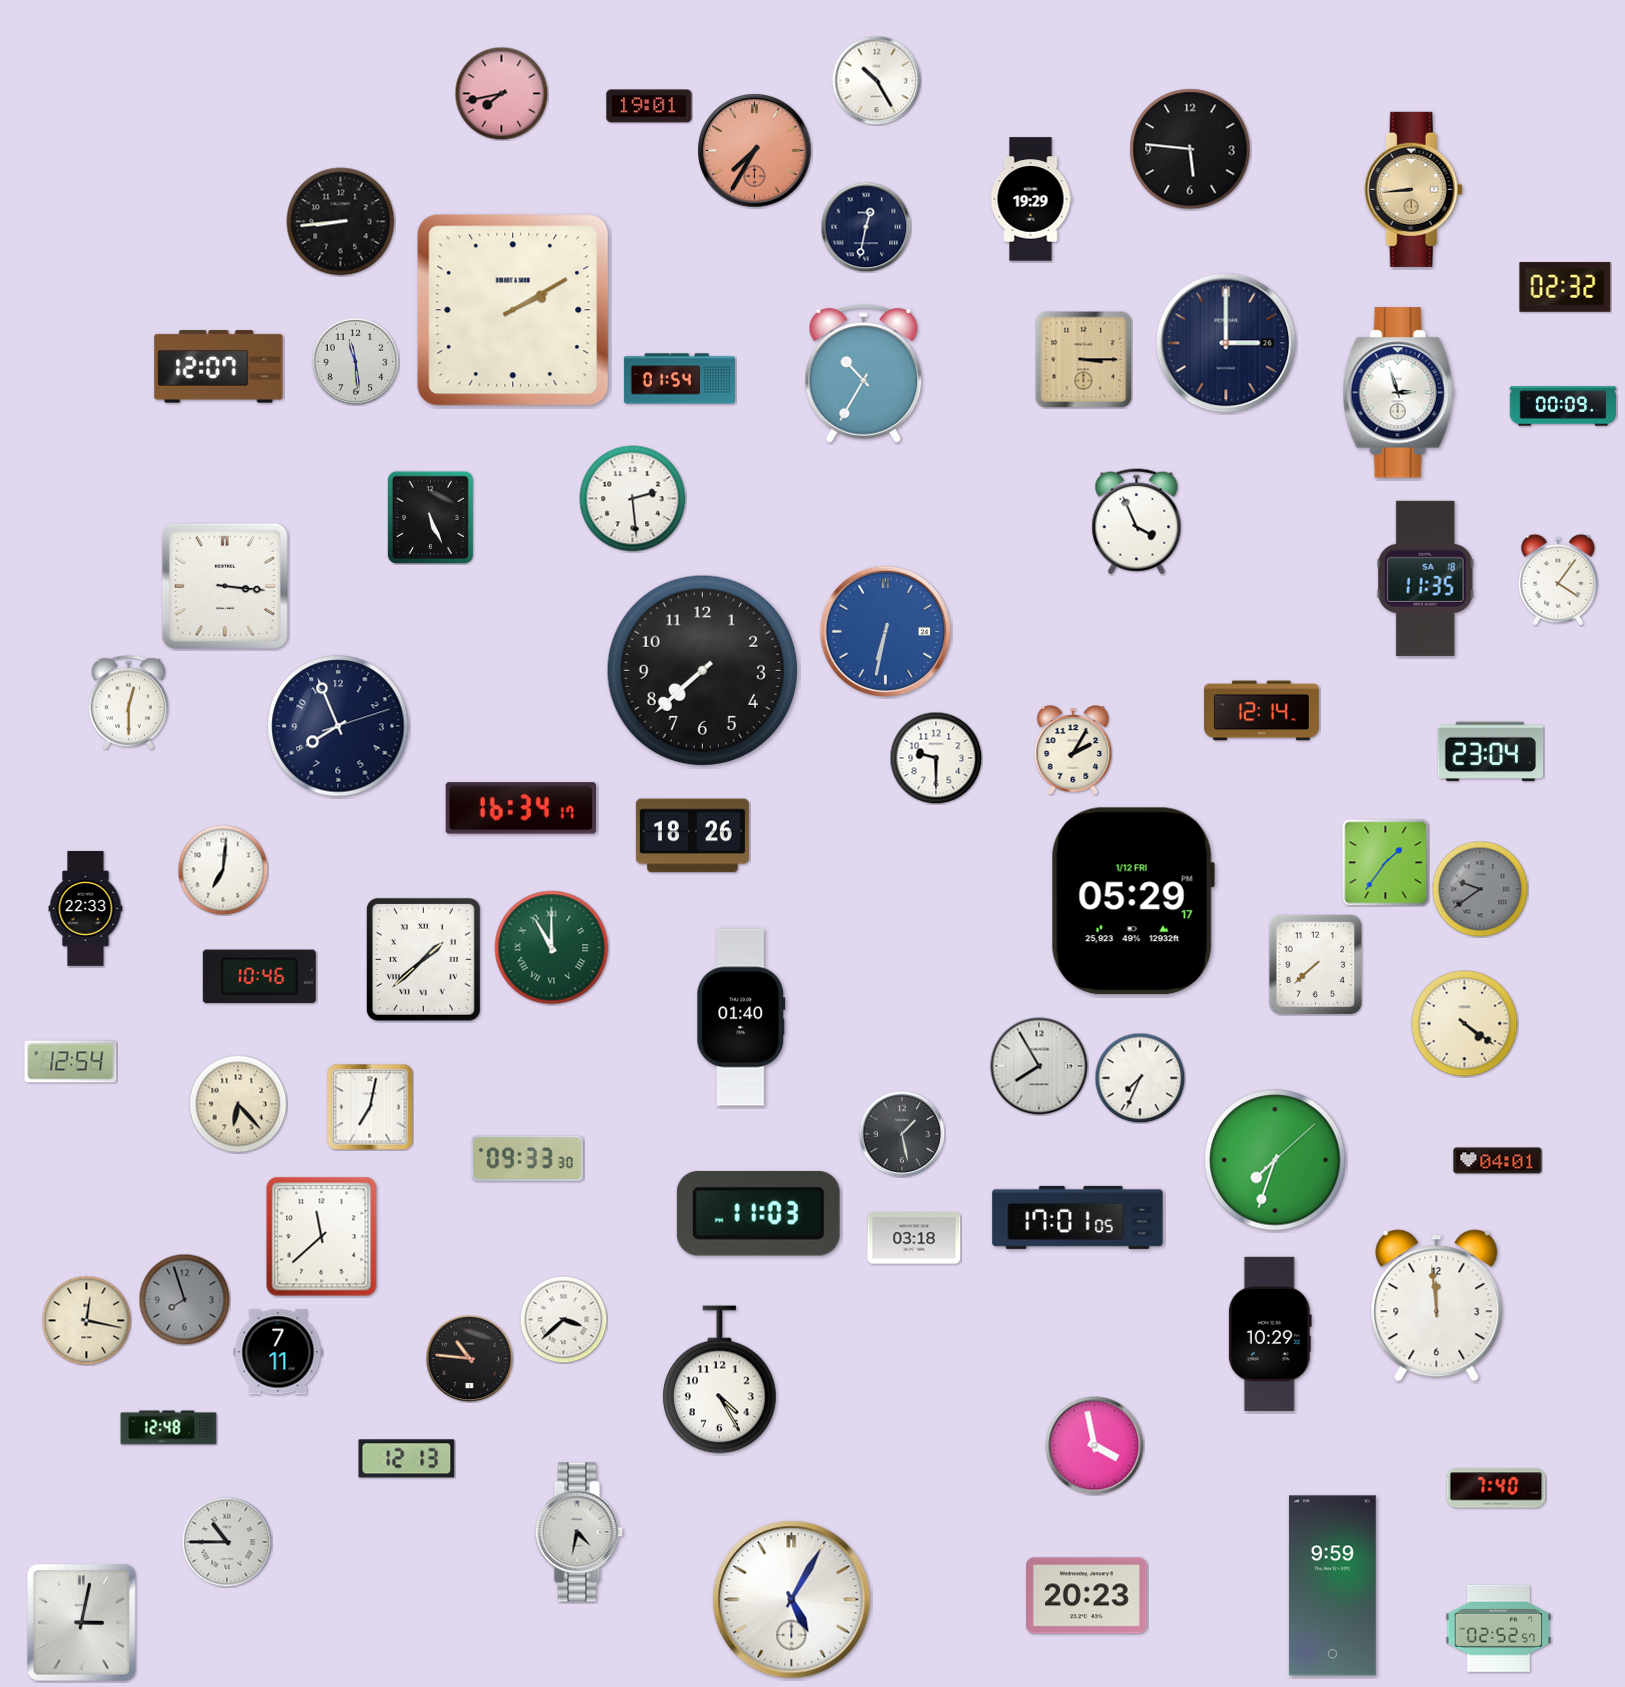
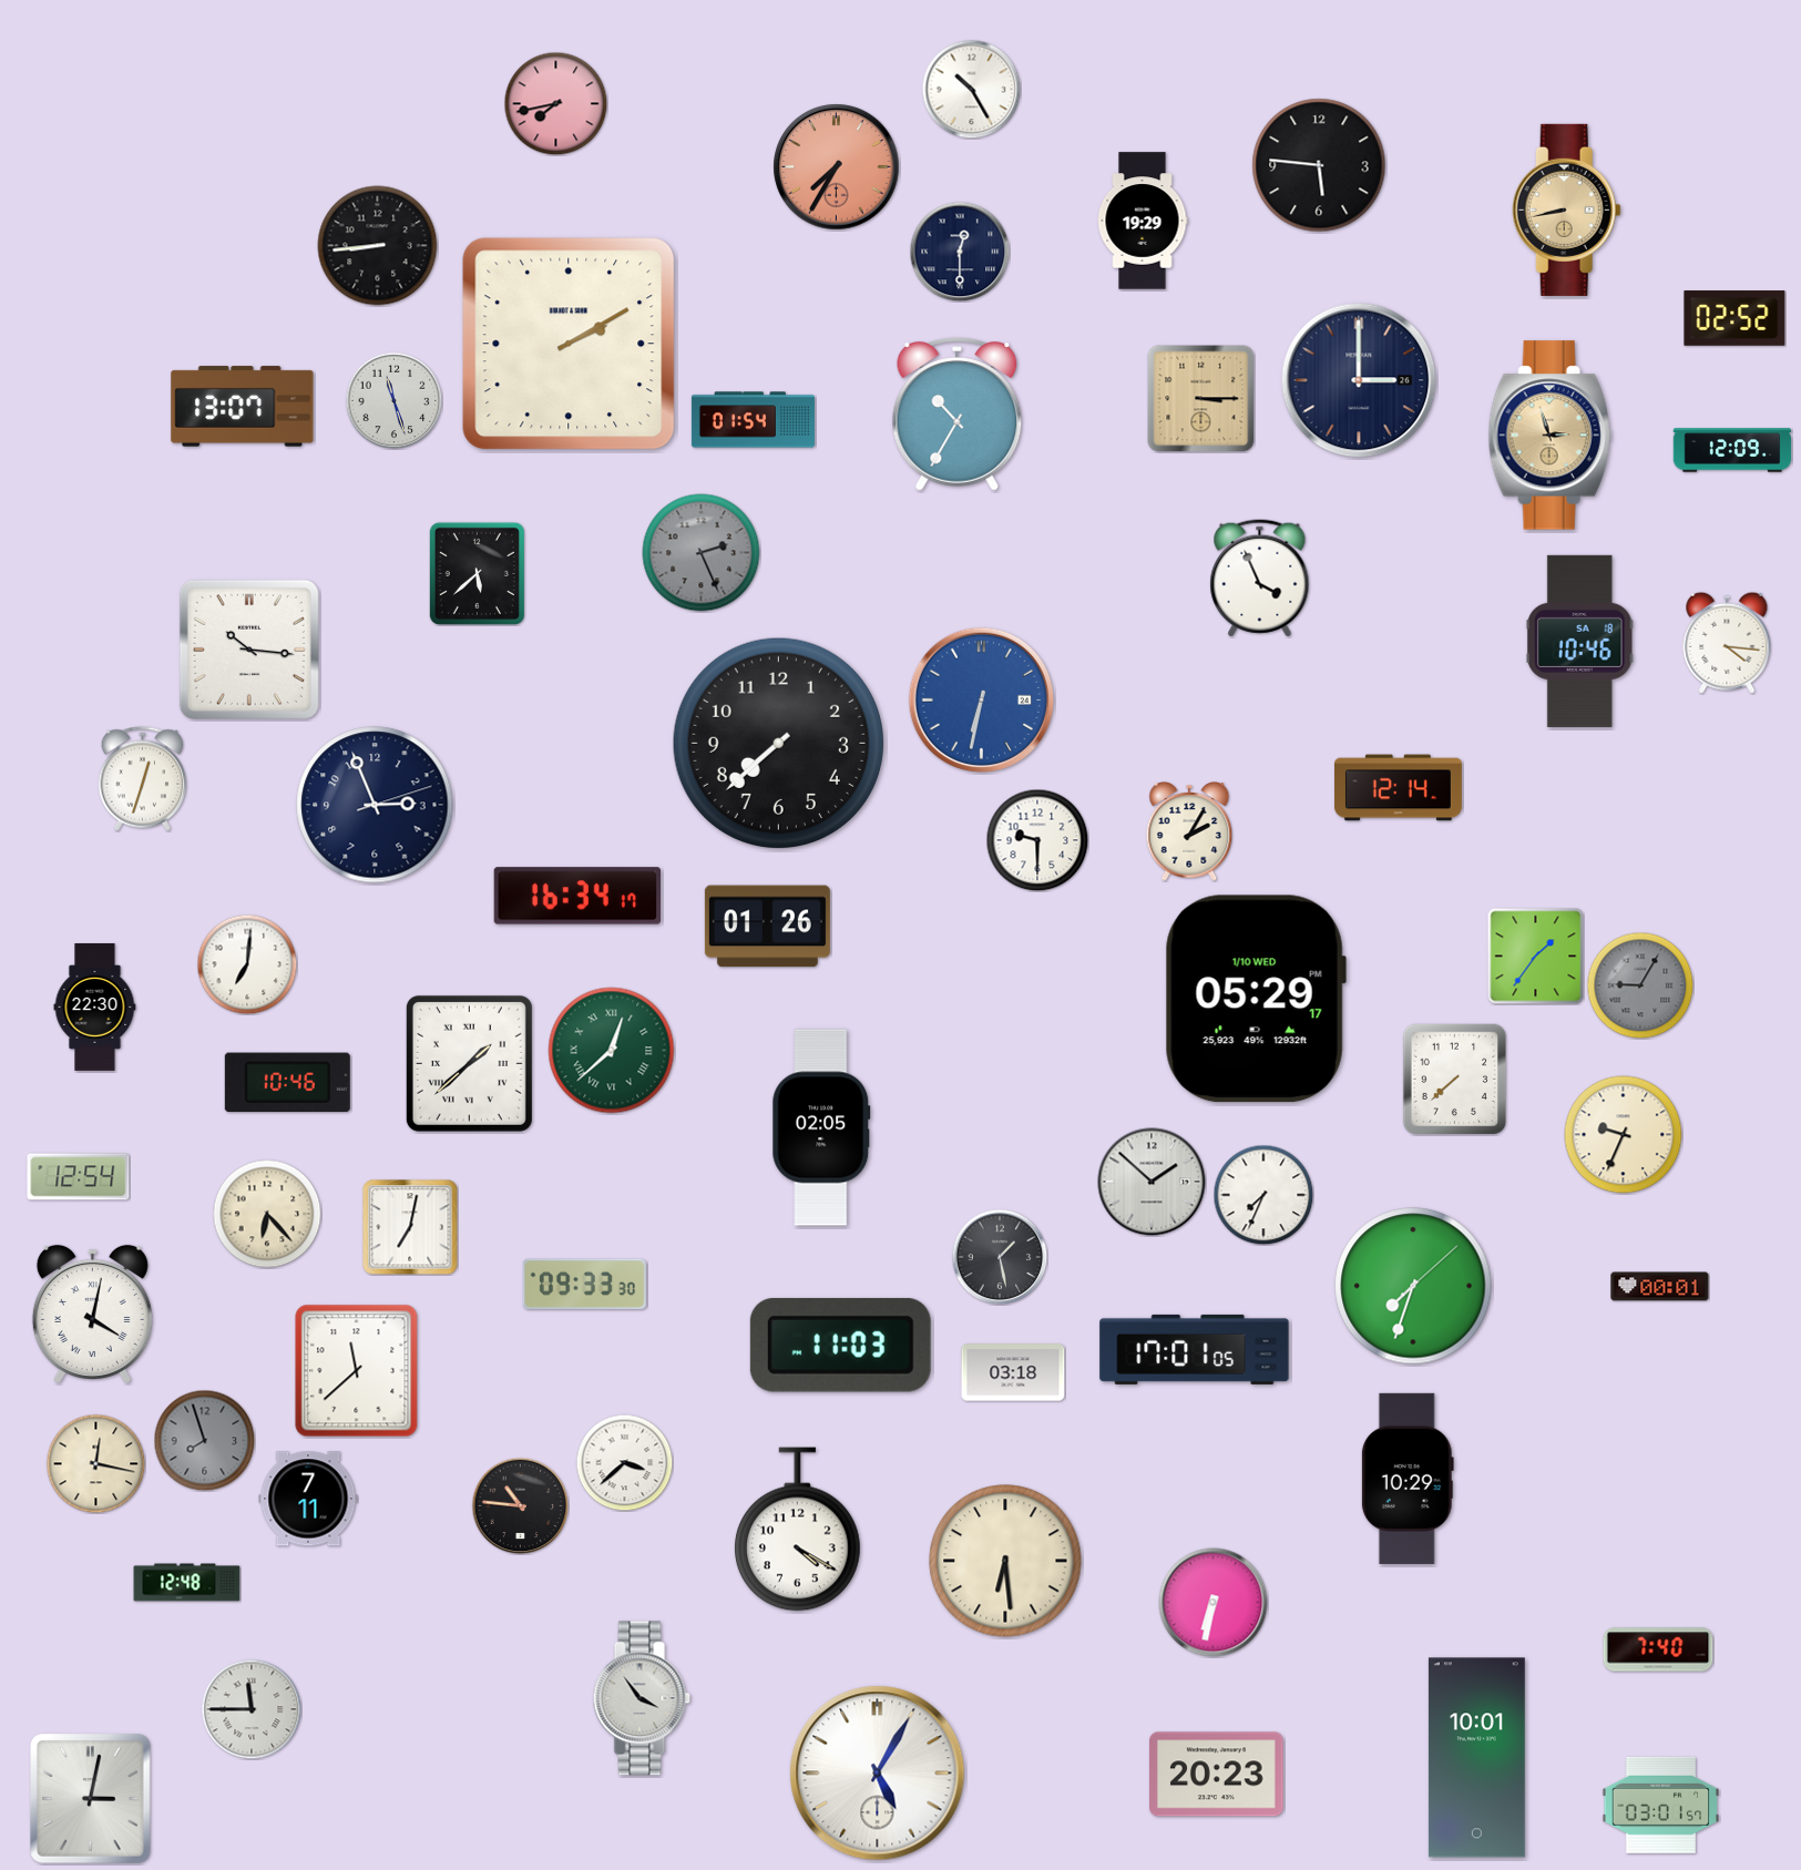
clock at (649, 106): 19:01 -> none
clock at (1413, 189): 8:44 -> 8:43
clock at (866, 227): 12:32 -> 12:30
clock at (1565, 287): 02:32 -> 02:52
clock at (355, 361): 11:29 -> 11:27
clock at (219, 367): 12:07 -> 13:07
clock at (1398, 393) dial: white -> champagne
clock at (1563, 406): 00:09 -> 12:09
clock at (633, 499): 2:29 -> 2:26
clock at (633, 499) dial: white -> grey
clock at (430, 517): 5:26 -> 5:38
clock at (1425, 578): 11:35 -> 10:46
clock at (1558, 580): 4:06 -> 4:16
clock at (225, 586): 3:16 -> 10:16
clock at (129, 703): 12:30 -> 12:33
clock at (338, 726): 7:56 -> 2:56
clock at (1491, 752): 23:04 -> none
clock at (692, 836): 18:26 -> 01:26
clock at (1480, 889): 9:39 -> 9:05
clock at (1133, 901) date: 1/12 FRI -> 1/10 WED
clock at (86, 908): 22:33 -> 22:30
clock at (552, 948): 11:00 -> 12:38
clock at (1316, 964) position: (1316, 964) -> (1455, 1079)
clock at (741, 1017): 01:40 -> 02:05
clock at (1465, 1024): 4:21 -> 9:34
clock at (1039, 1066): 7:55 -> 1:52
clock at (238, 1104) position: (238, 1104) -> (267, 1214)
clock at (1498, 1161): 04:01 -> 00:01
clock at (92, 1314): none -> 4:02
clock at (1437, 1306): 11:59 -> none
clock at (720, 1380): 4:25 -> 4:20
clock at (1005, 1561): none -> 6:29
clock at (1095, 1446): 3:58 -> 6:32
clock at (407, 1459): 12:13 -> none
clock at (579, 1532): 4:32 -> 3:54
clock at (227, 1542): 10:45 -> 11:45
clock at (1332, 1586): 9:59 -> 10:01
clock at (1087, 1596) position: (1087, 1596) -> (1217, 1775)
clock at (1499, 1628): 02:52 -> 03:01
